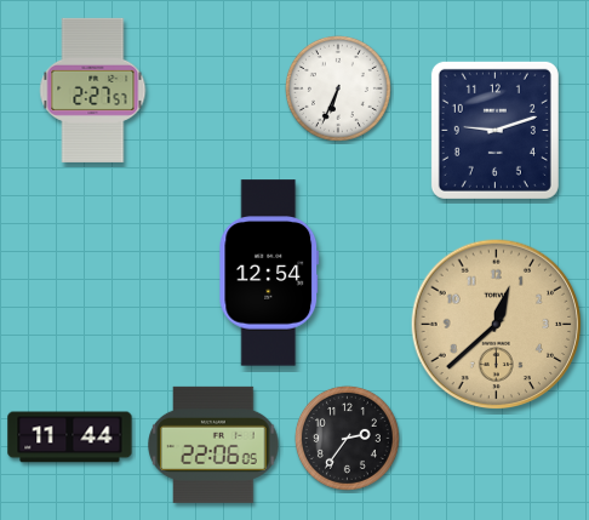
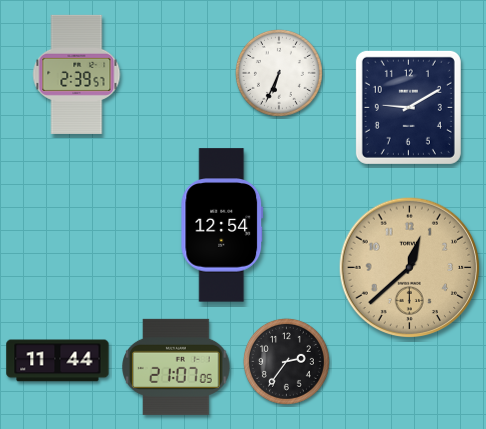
clock at (93, 90): 2:27 -> 2:39
clock at (494, 130): 9:12 -> 9:10
clock at (213, 445): 22:06 -> 21:07
